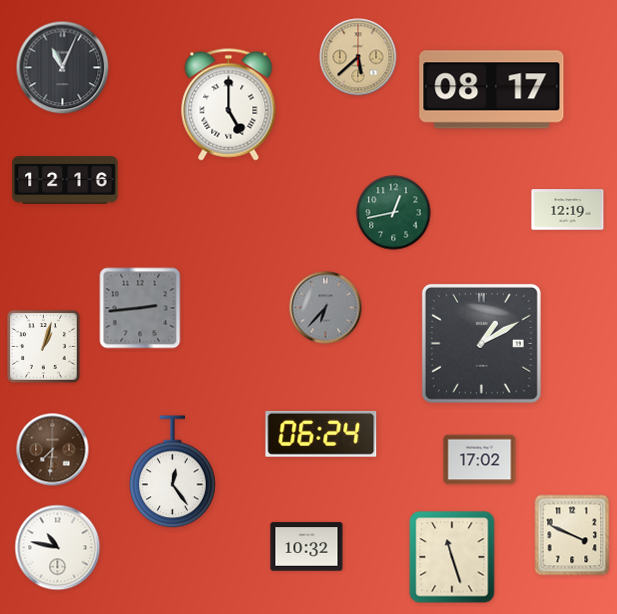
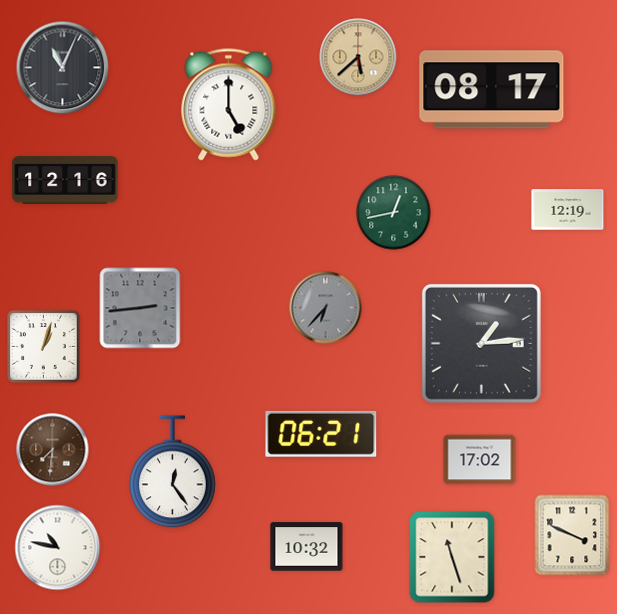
clock at (481, 343): 1:10 -> 1:14
clock at (321, 434): 06:24 -> 06:21
